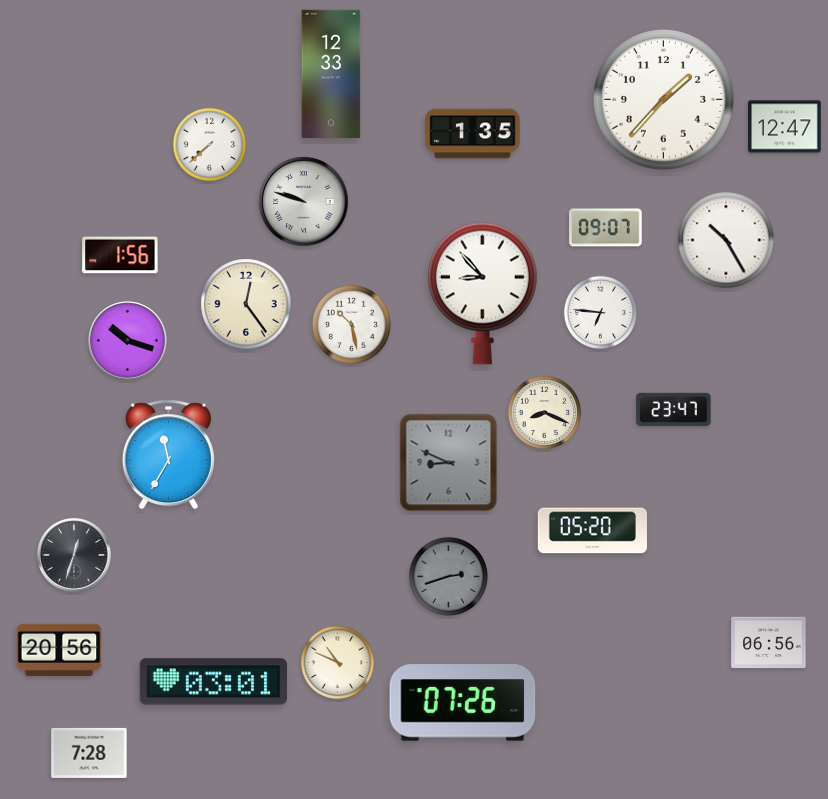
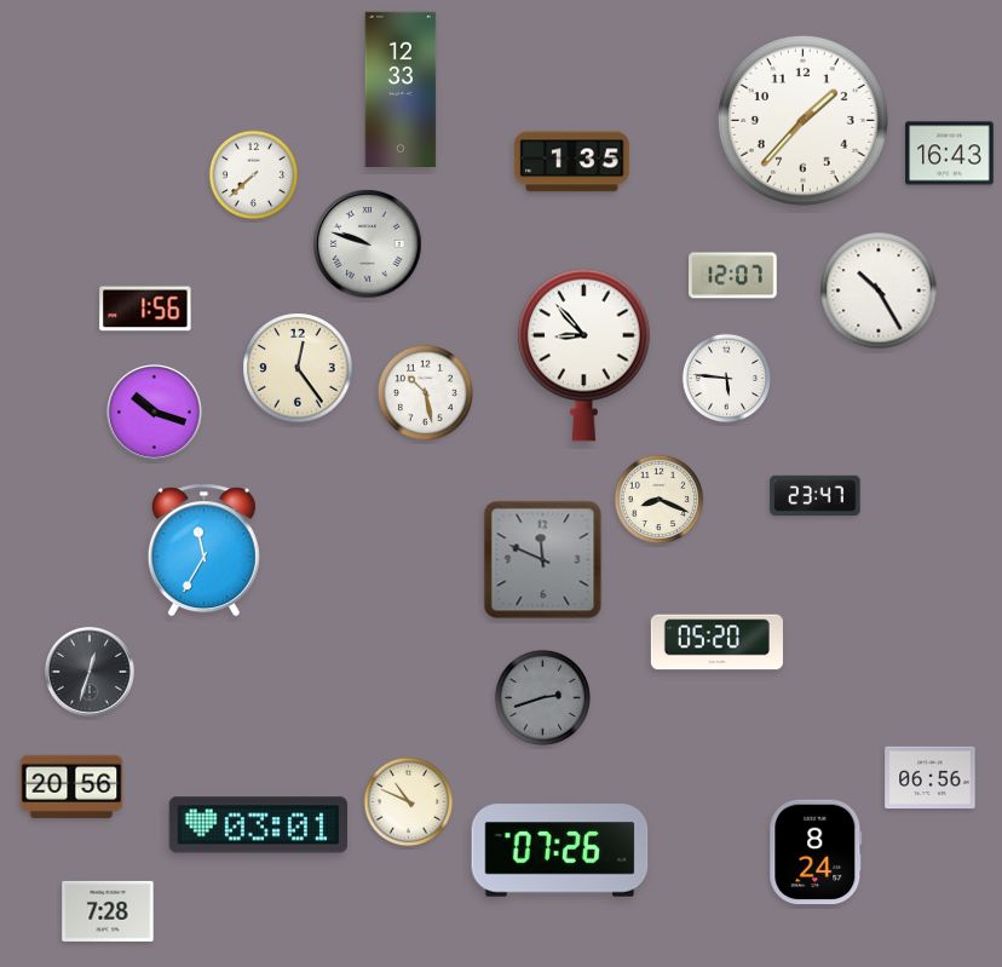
clock at (785, 127): 12:47 -> 16:43
clock at (606, 228): 09:07 -> 12:07
clock at (601, 313): 6:46 -> 5:46
clock at (449, 463): 8:49 -> 11:49
clock at (816, 852): none -> 8:24
